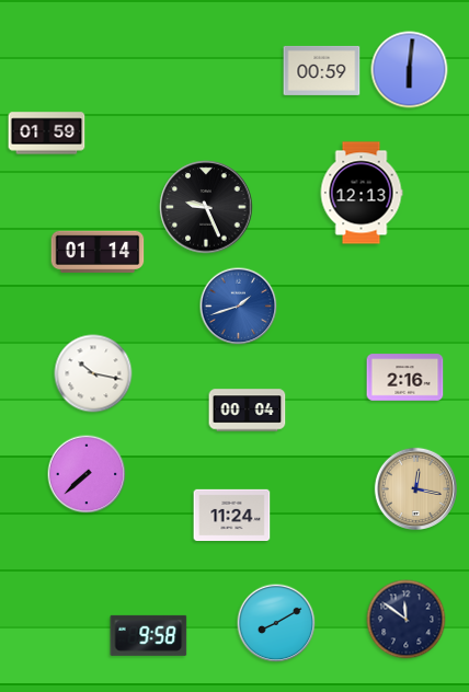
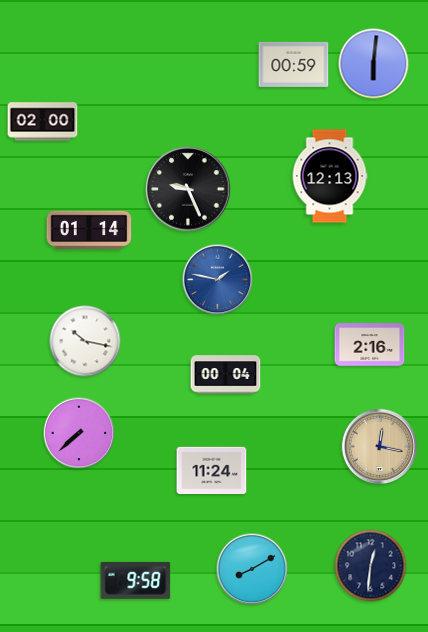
clock at (47, 134): 01:59 -> 02:00
clock at (239, 307): 1:42 -> 1:47
clock at (407, 620): 11:51 -> 12:31
